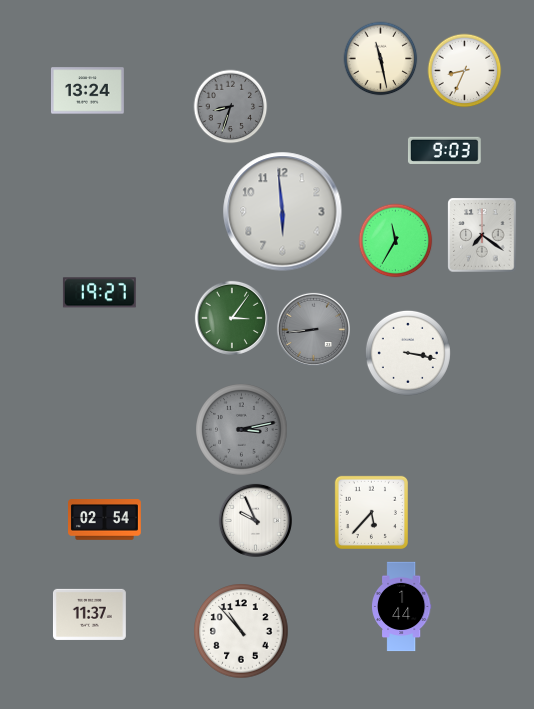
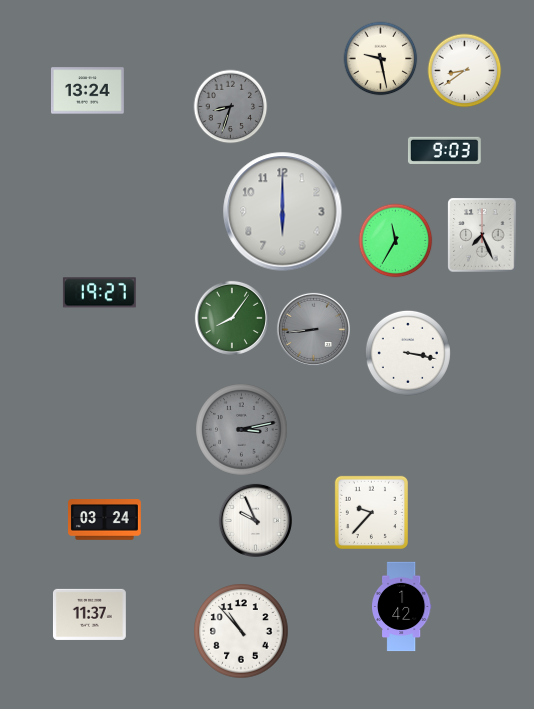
clock at (381, 59): 11:28 -> 9:28
clock at (465, 71): 8:34 -> 8:39
clock at (283, 212): 5:59 -> 6:00
clock at (482, 235): 7:21 -> 7:26
clock at (232, 318): 3:06 -> 8:06
clock at (371, 512): 5:37 -> 9:37
clock at (105, 520): 02:54 -> 03:24
clock at (401, 607): 1:44 -> 1:42
